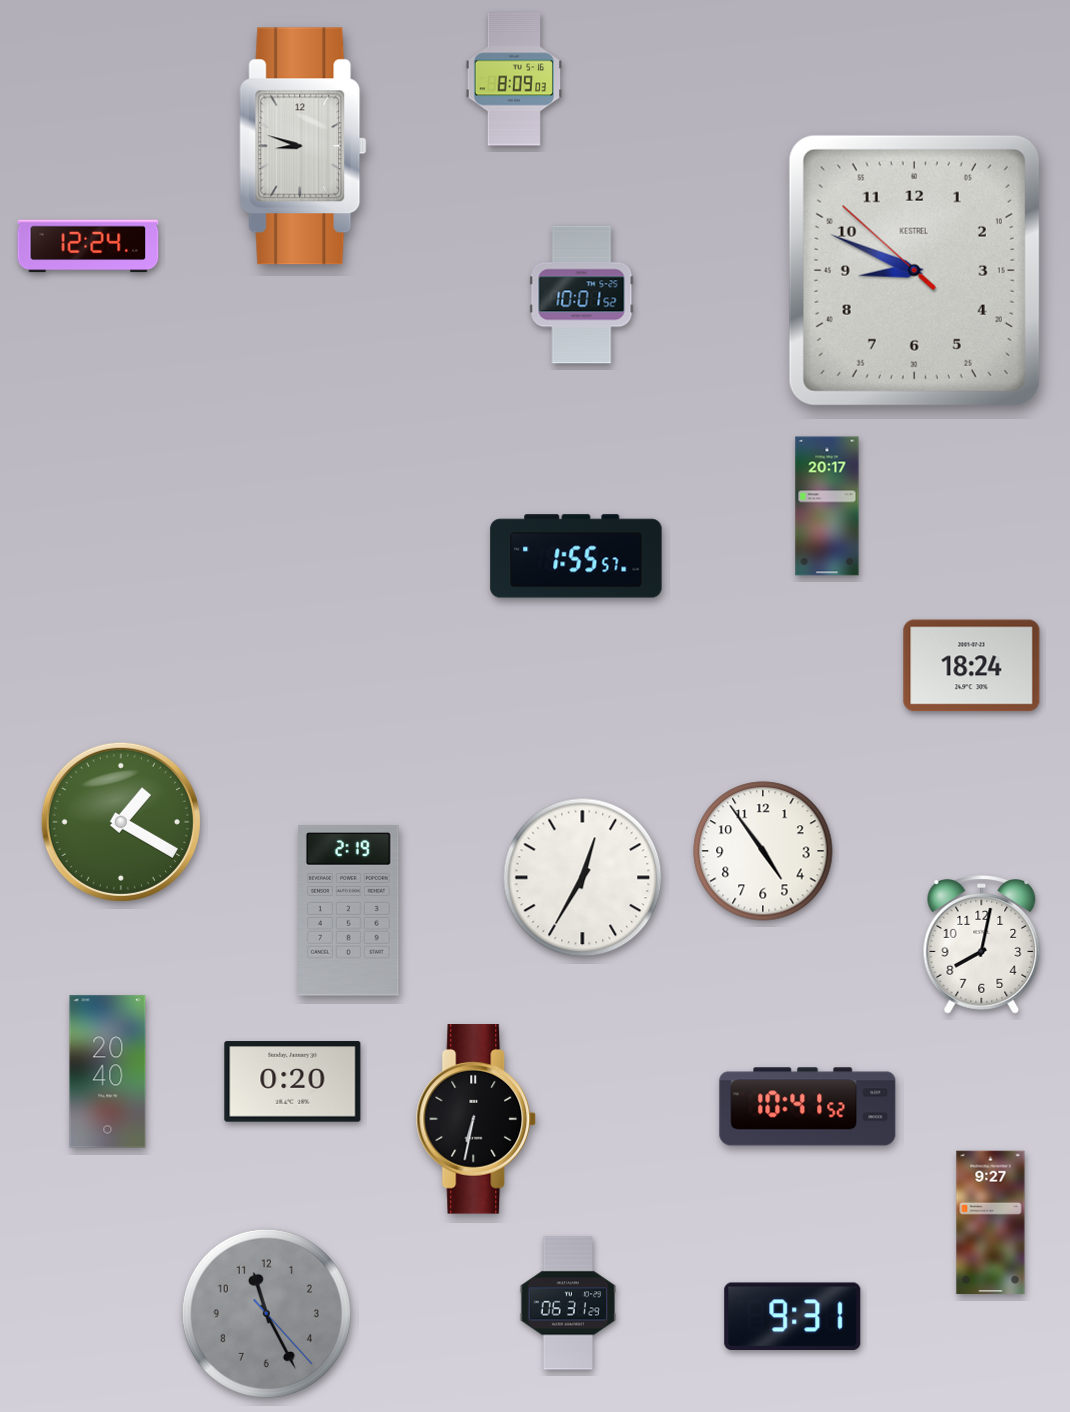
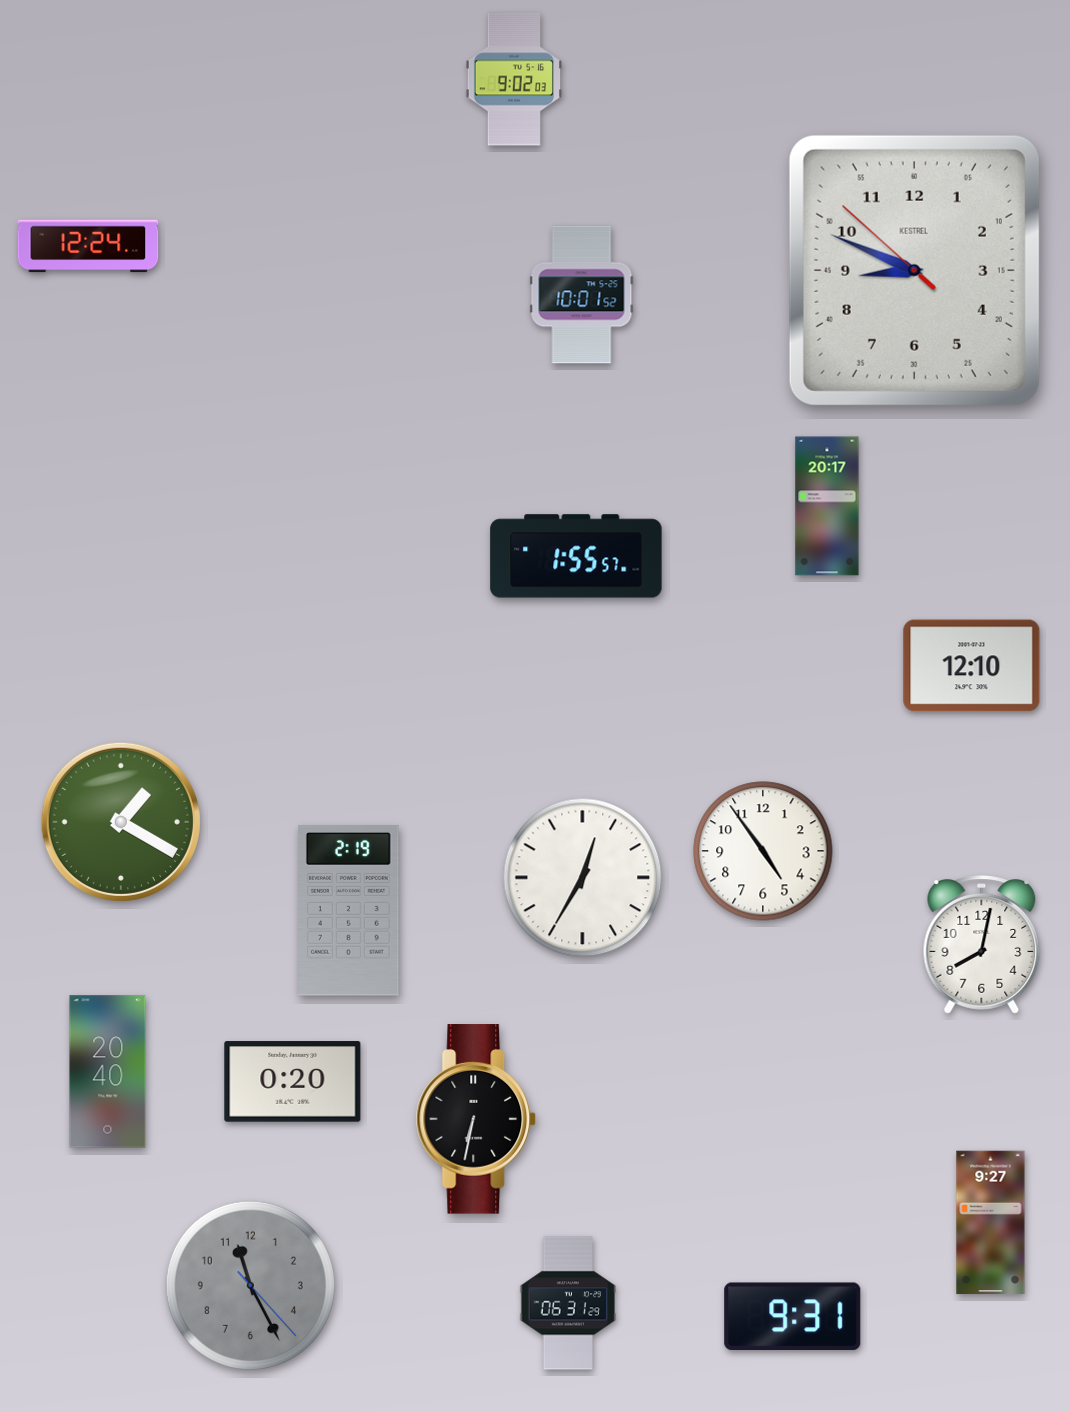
clock at (514, 79): 8:09 -> 9:02
clock at (303, 146): 8:48 -> none
clock at (972, 666): 18:24 -> 12:10
clock at (808, 1107): 10:41 -> none
clock at (266, 1313) position: (266, 1313) -> (250, 1285)
